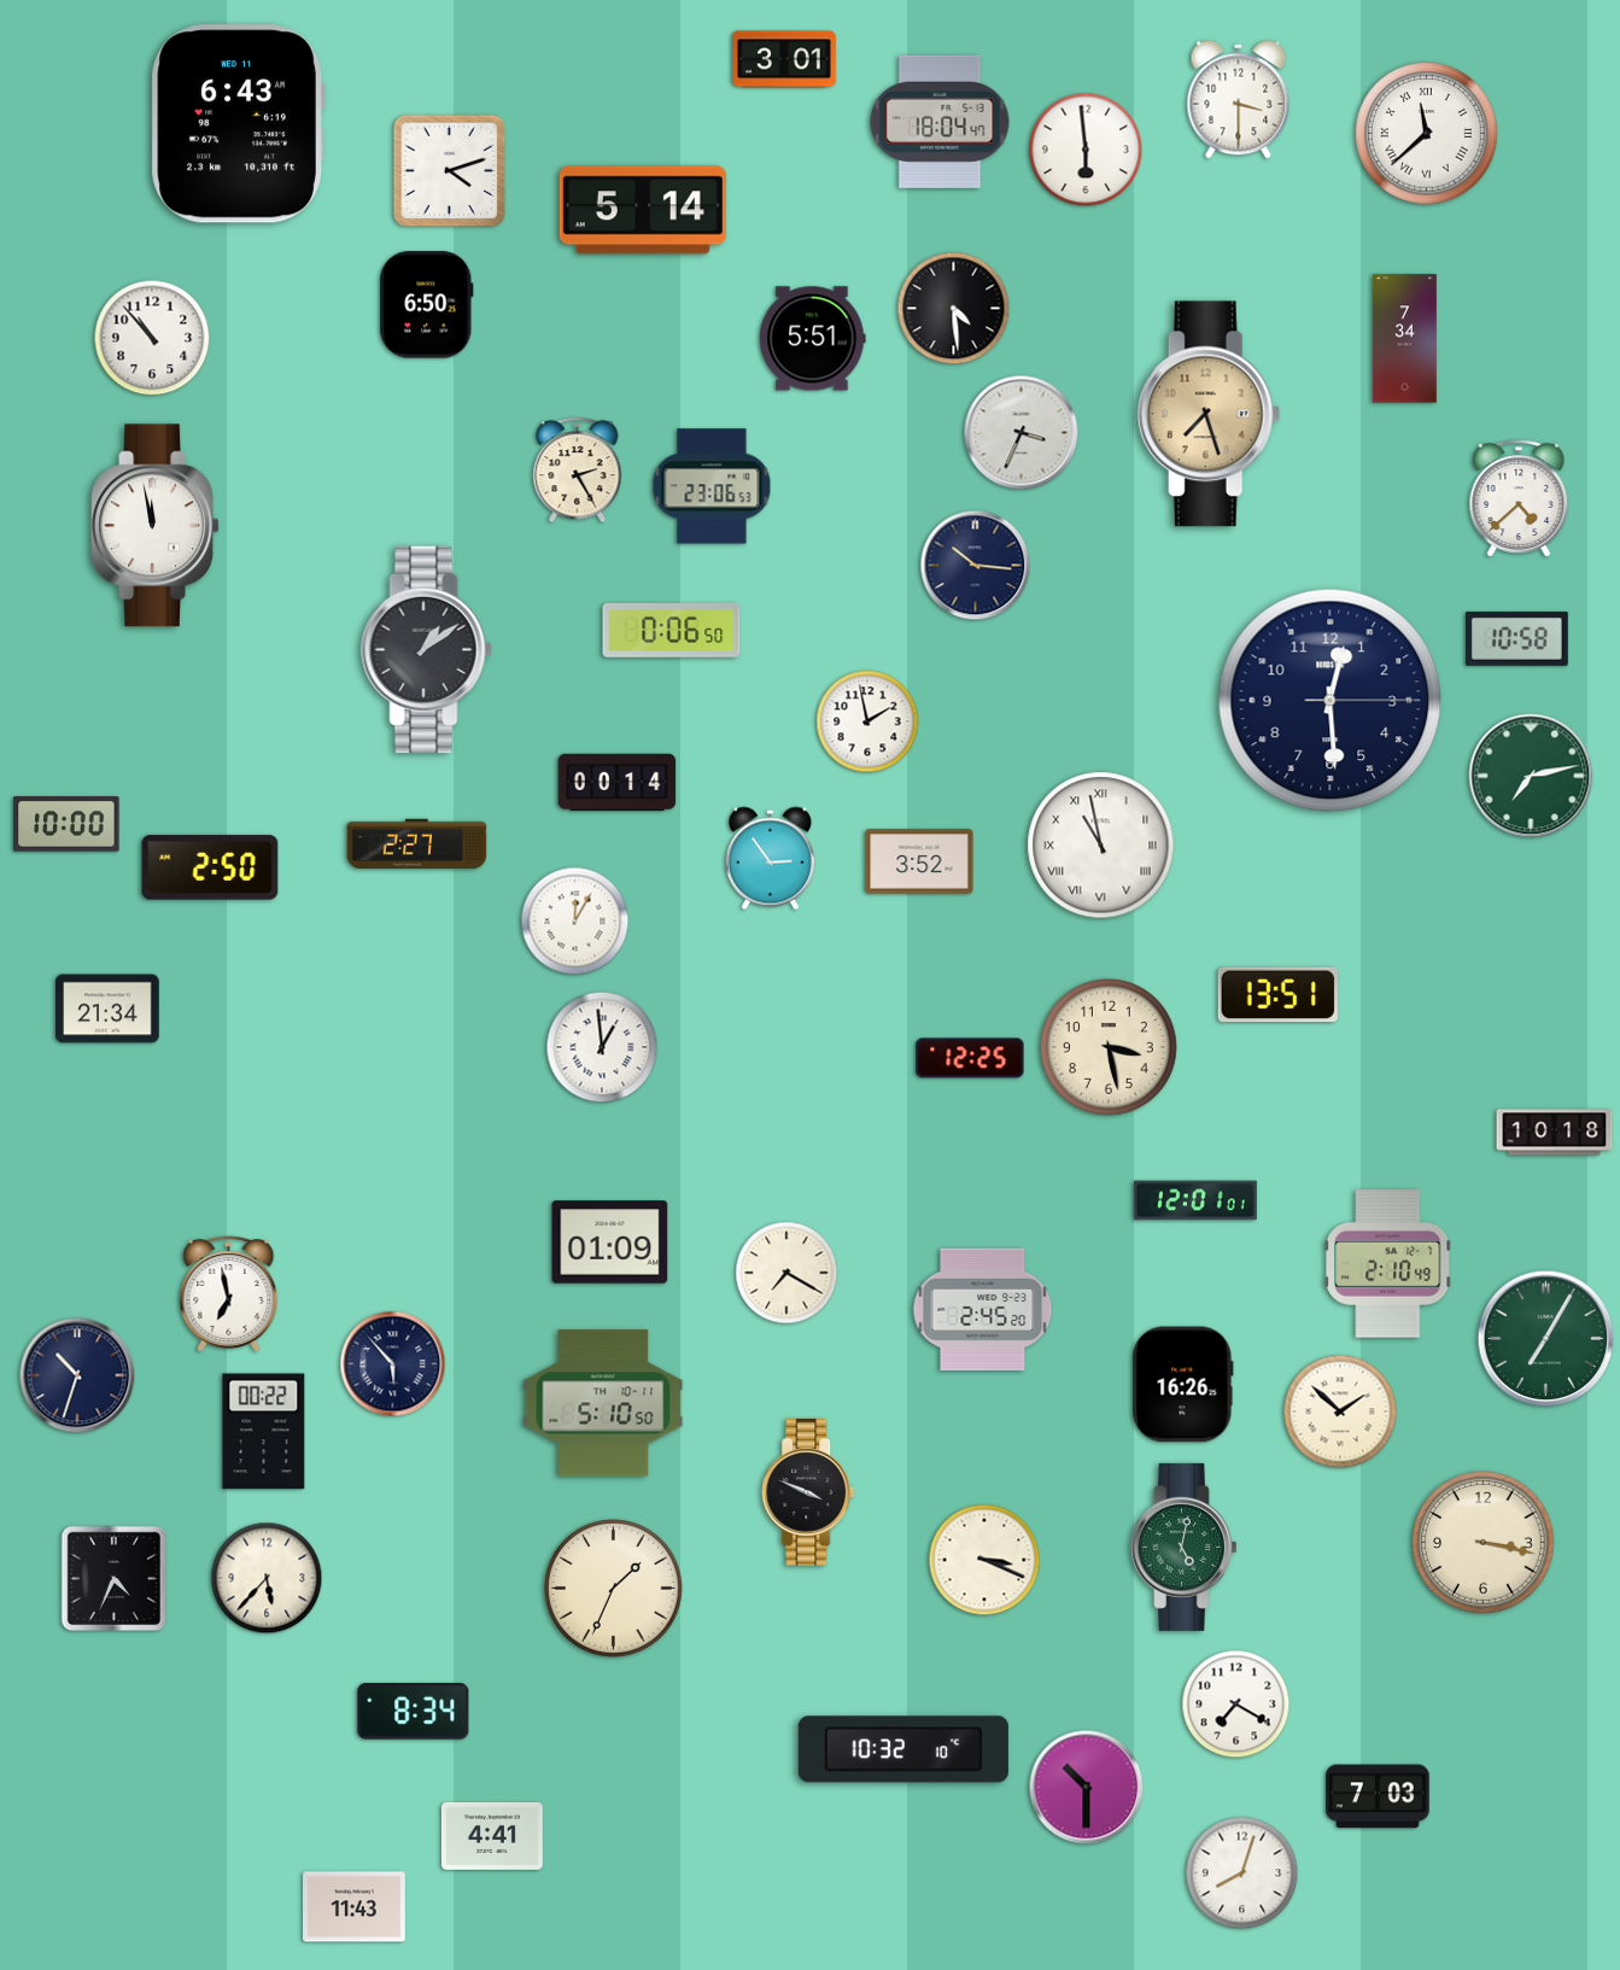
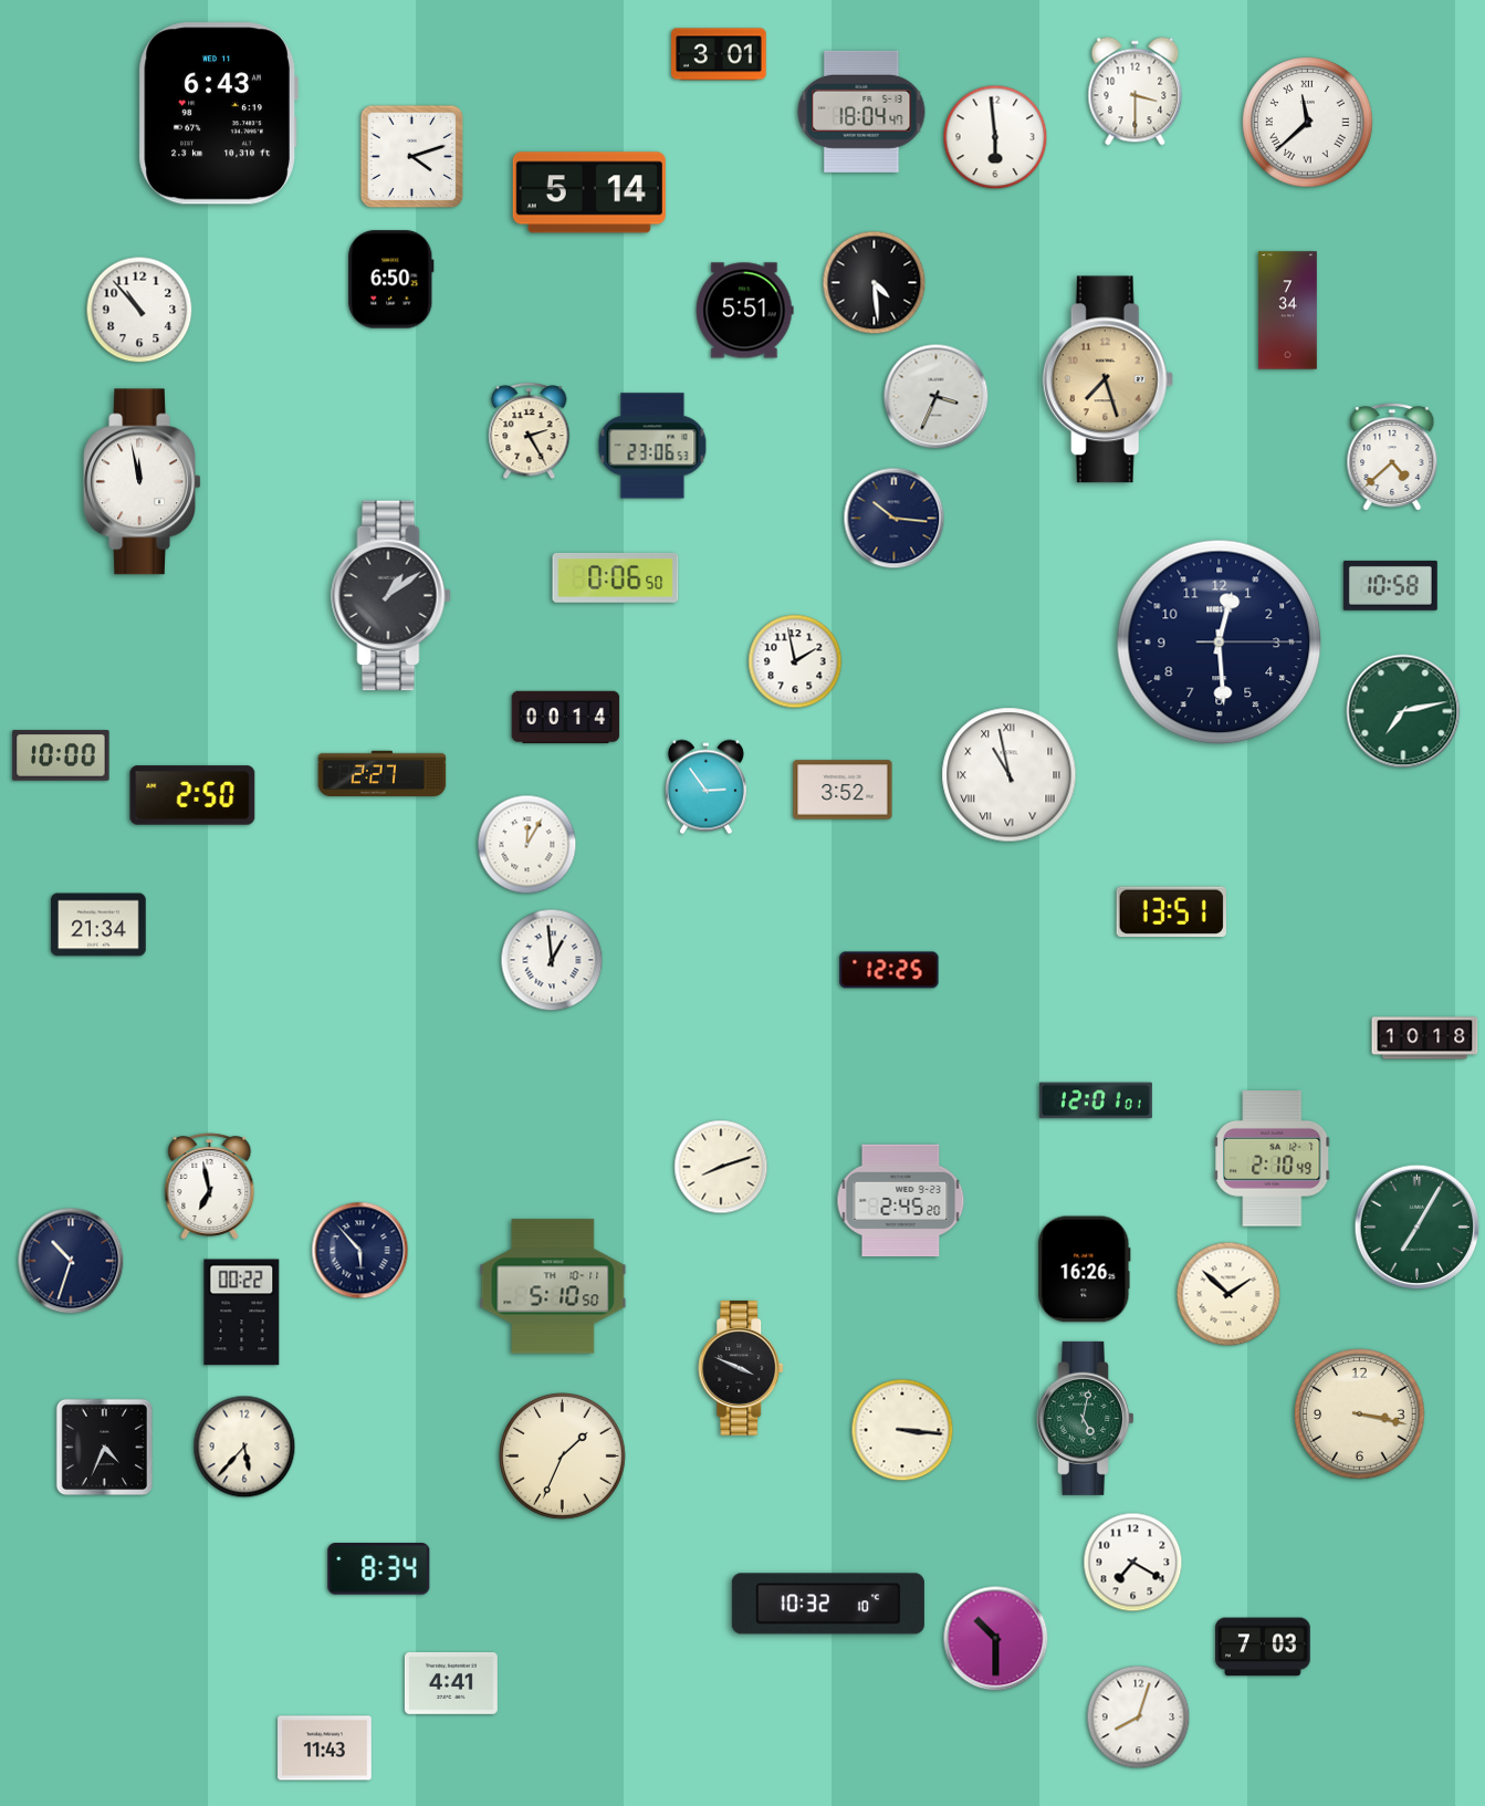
clock at (1109, 1047): 3:28 -> none
clock at (610, 1243): 01:09 -> none
clock at (786, 1273): 7:20 -> 8:12
clock at (984, 1560): 3:19 -> 3:16
